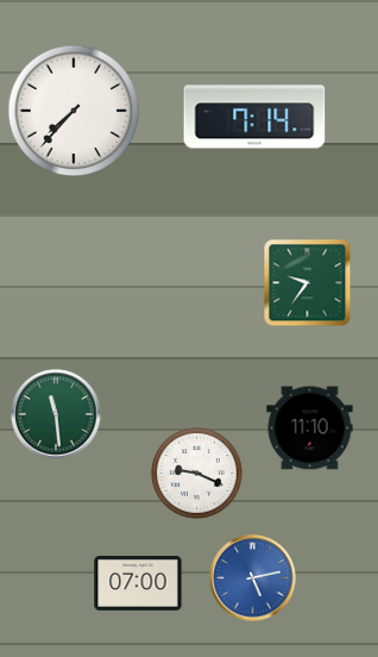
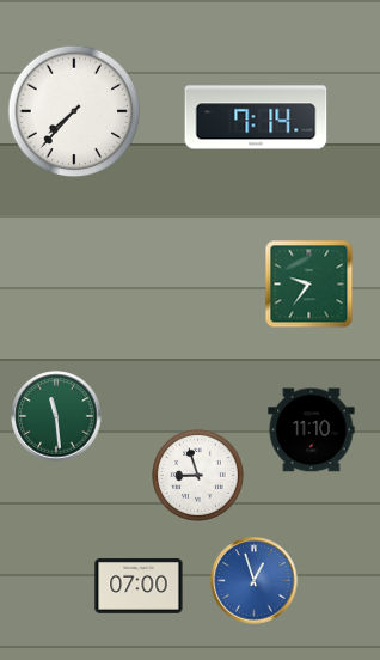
clock at (197, 474): 9:19 -> 8:57
clock at (253, 578): 5:13 -> 12:57
